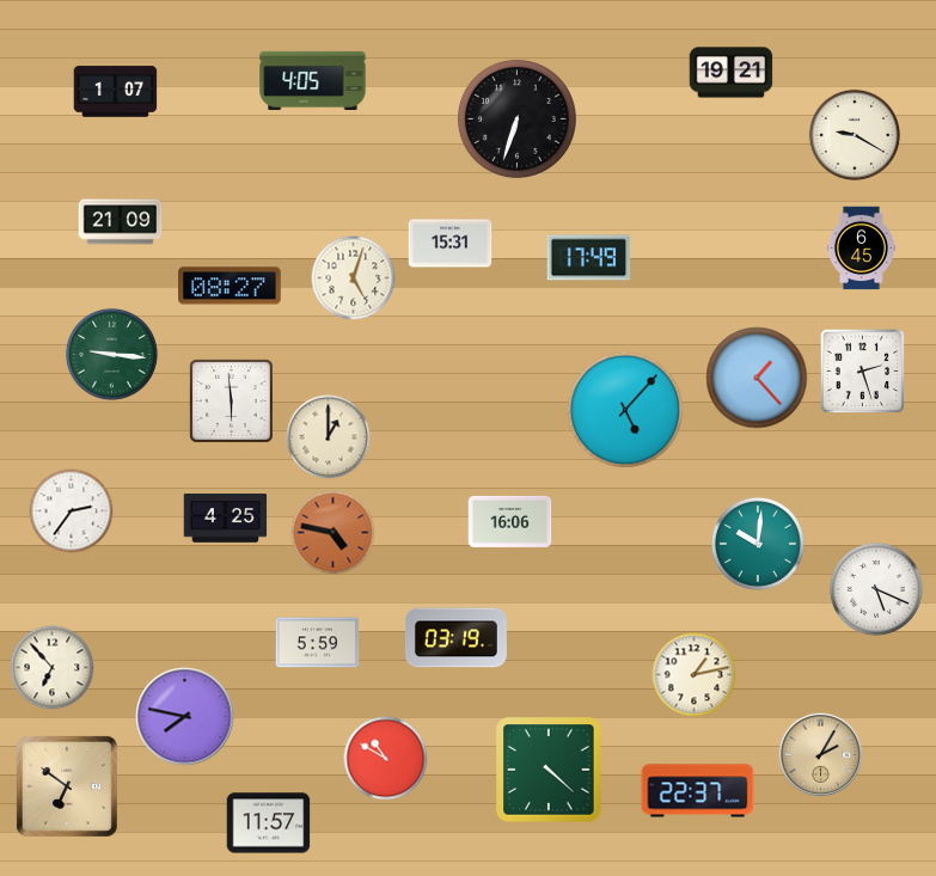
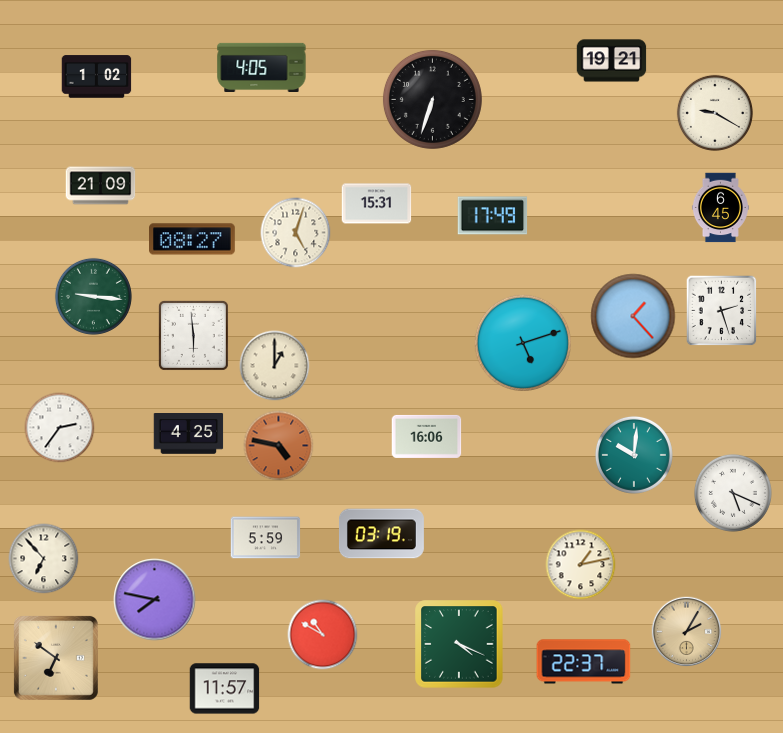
clock at (116, 92): 1:07 -> 1:02
clock at (624, 409): 5:07 -> 5:12
clock at (549, 770): 4:22 -> 4:19
